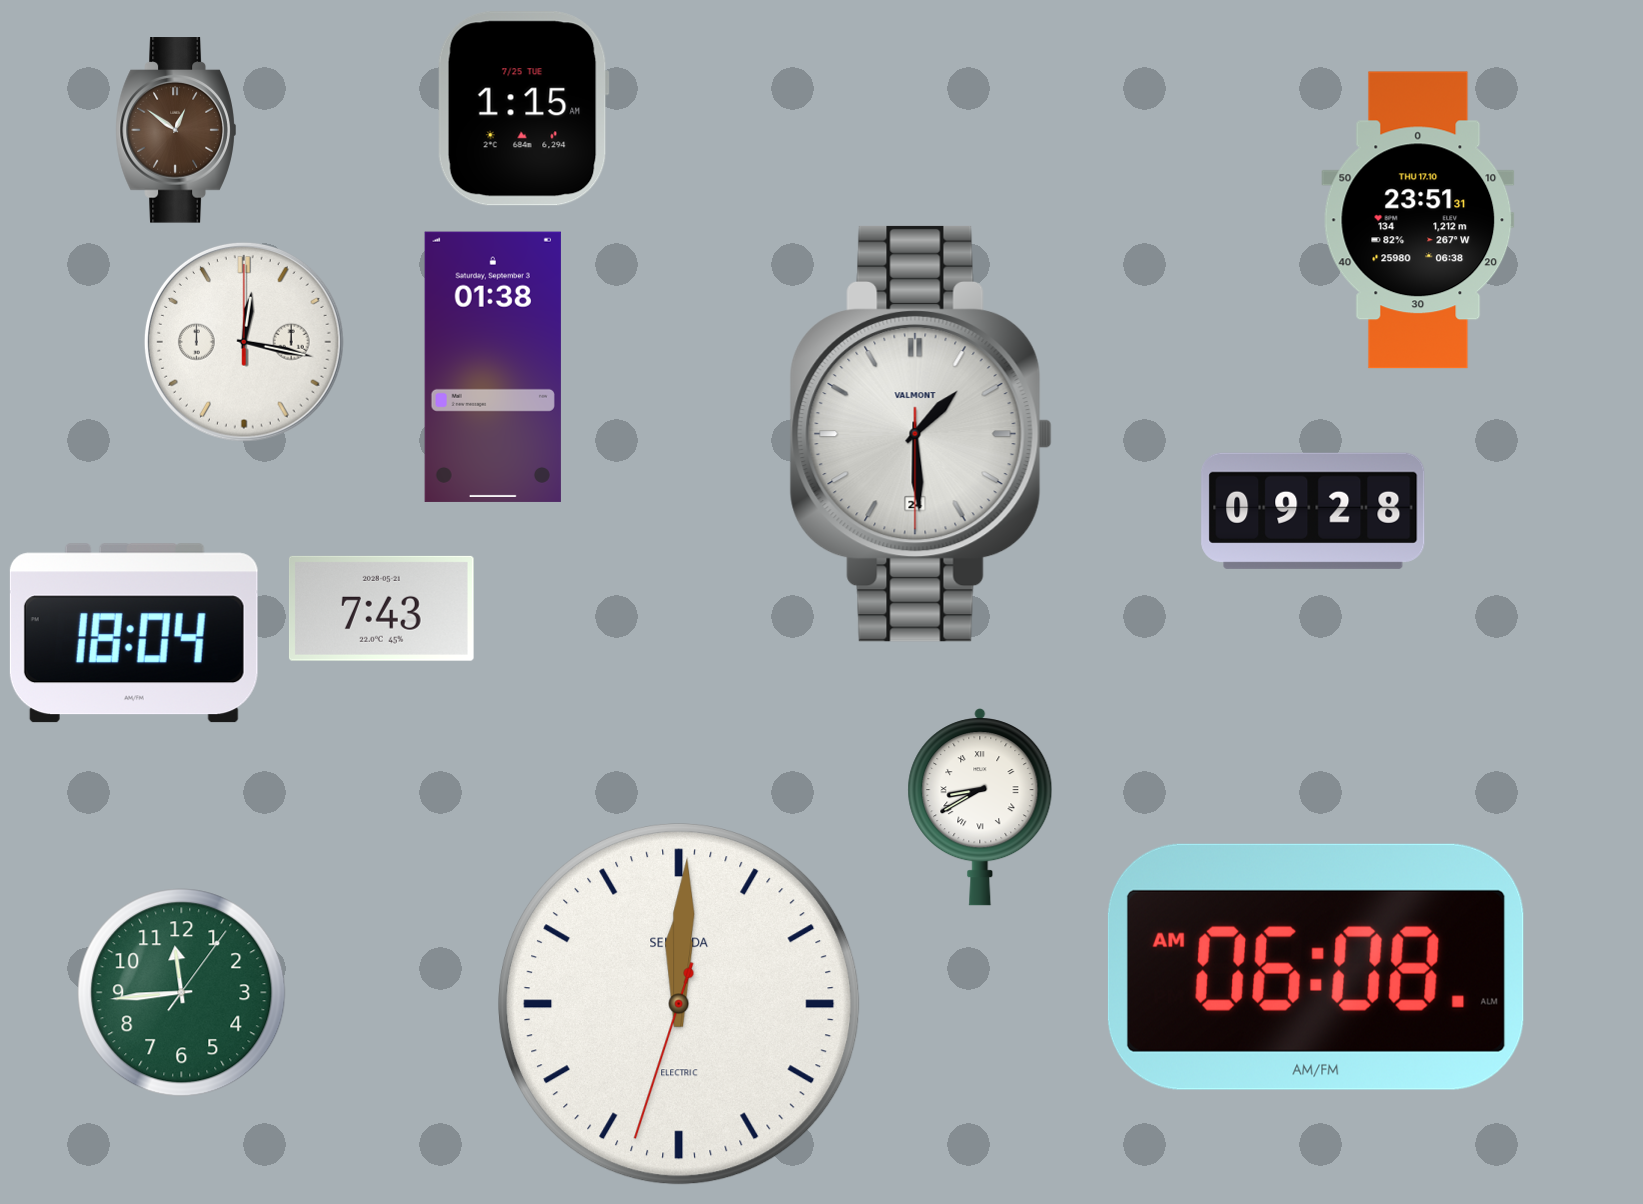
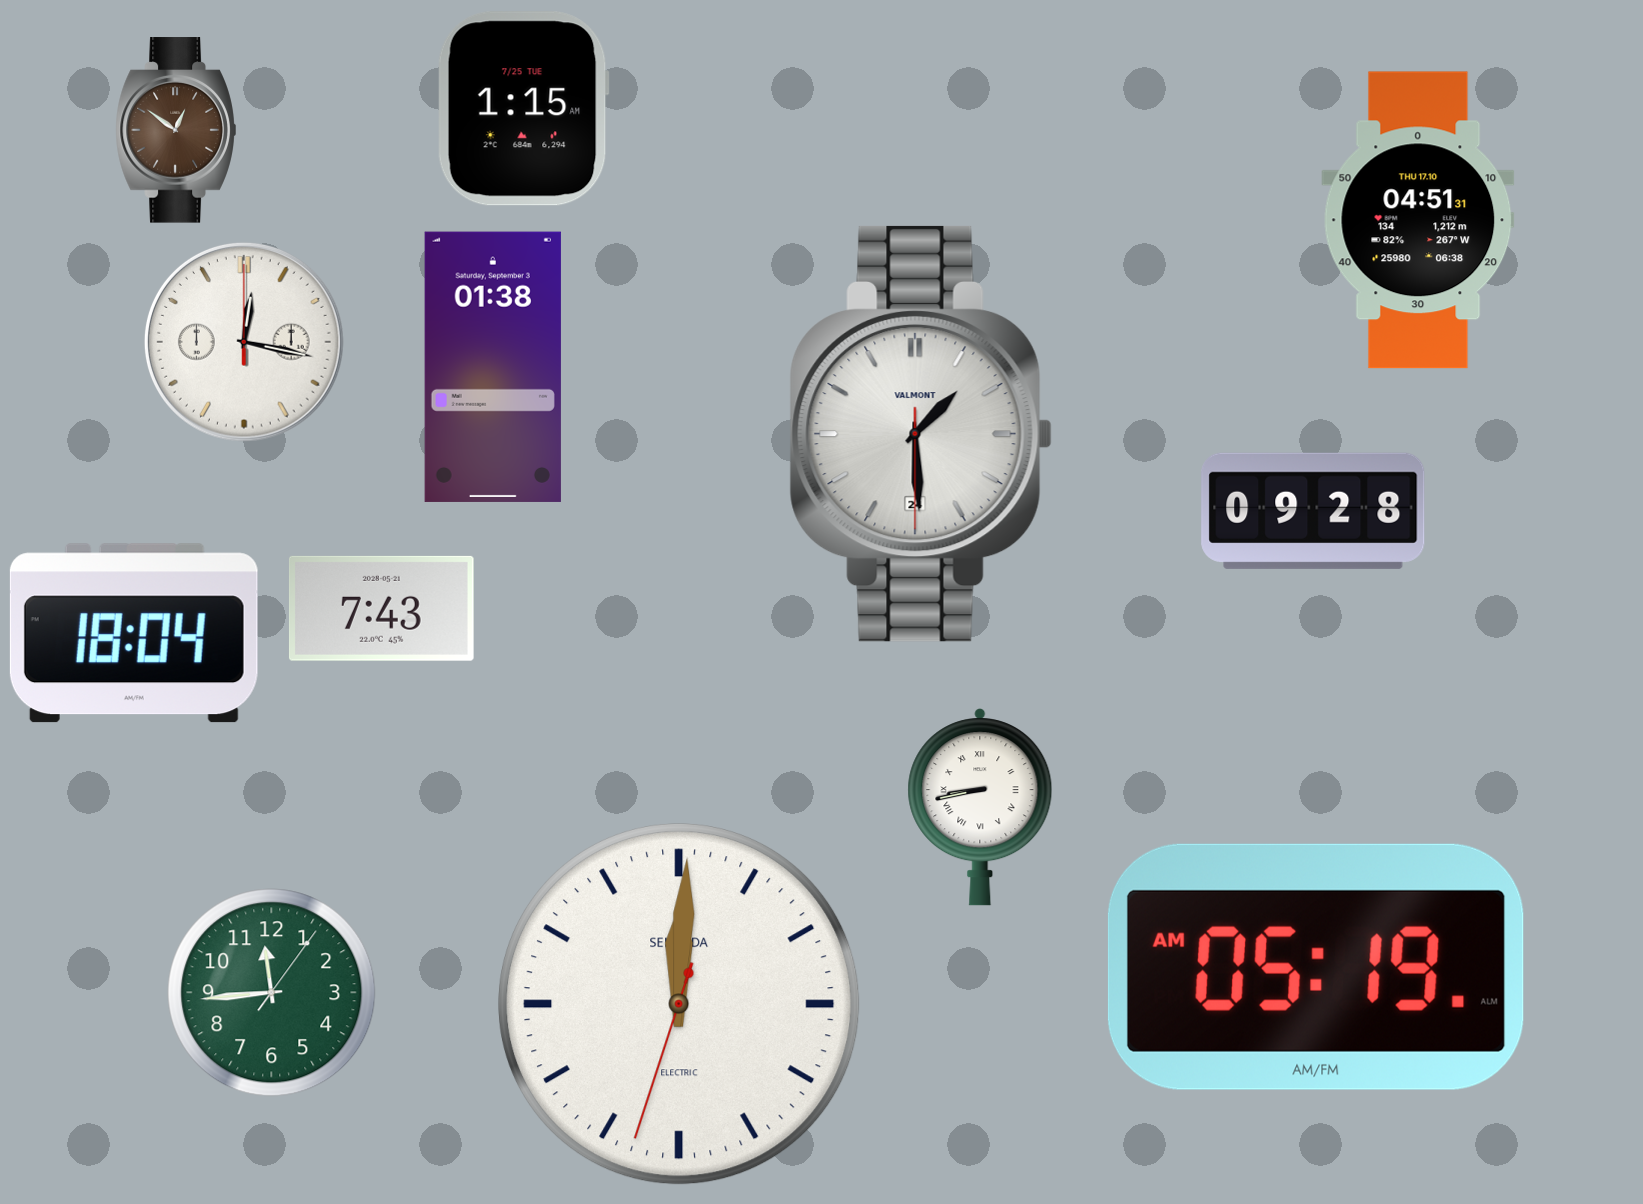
clock at (1418, 220): 23:51 -> 04:51
clock at (980, 807): 8:40 -> 8:43
clock at (1316, 967): 06:08 -> 05:19
clock at (182, 993) position: (182, 993) -> (272, 993)
